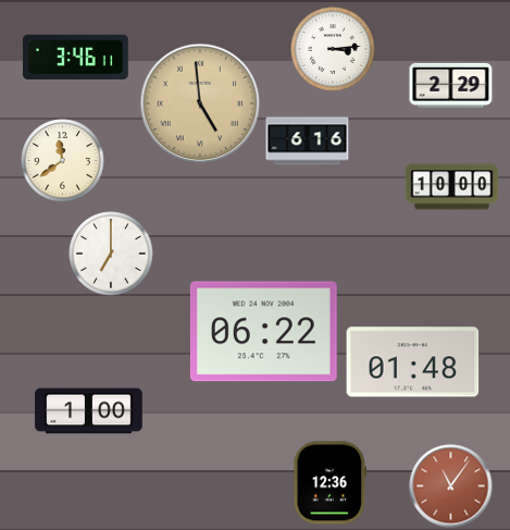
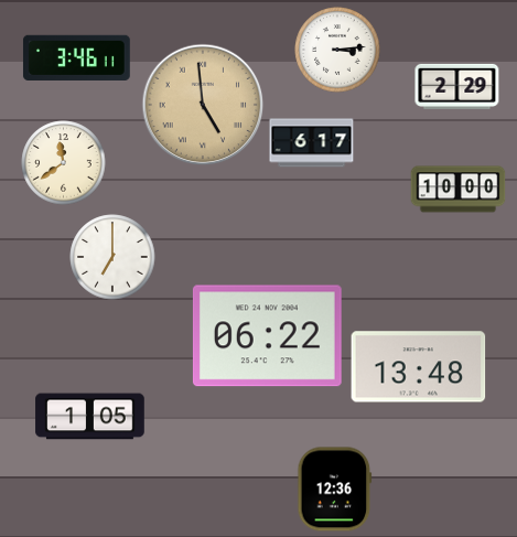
clock at (308, 141): 6:16 -> 6:17
clock at (413, 362): 01:48 -> 13:48
clock at (89, 411): 1:00 -> 1:05
clock at (451, 486): 11:06 -> none
